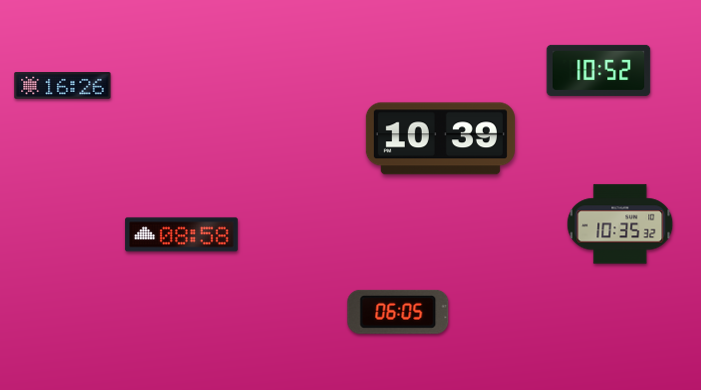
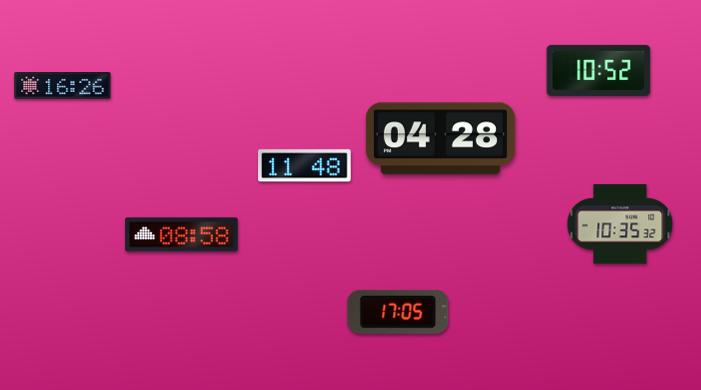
clock at (440, 139): 10:39 -> 04:28
clock at (305, 166): none -> 11:48
clock at (398, 312): 06:05 -> 17:05
